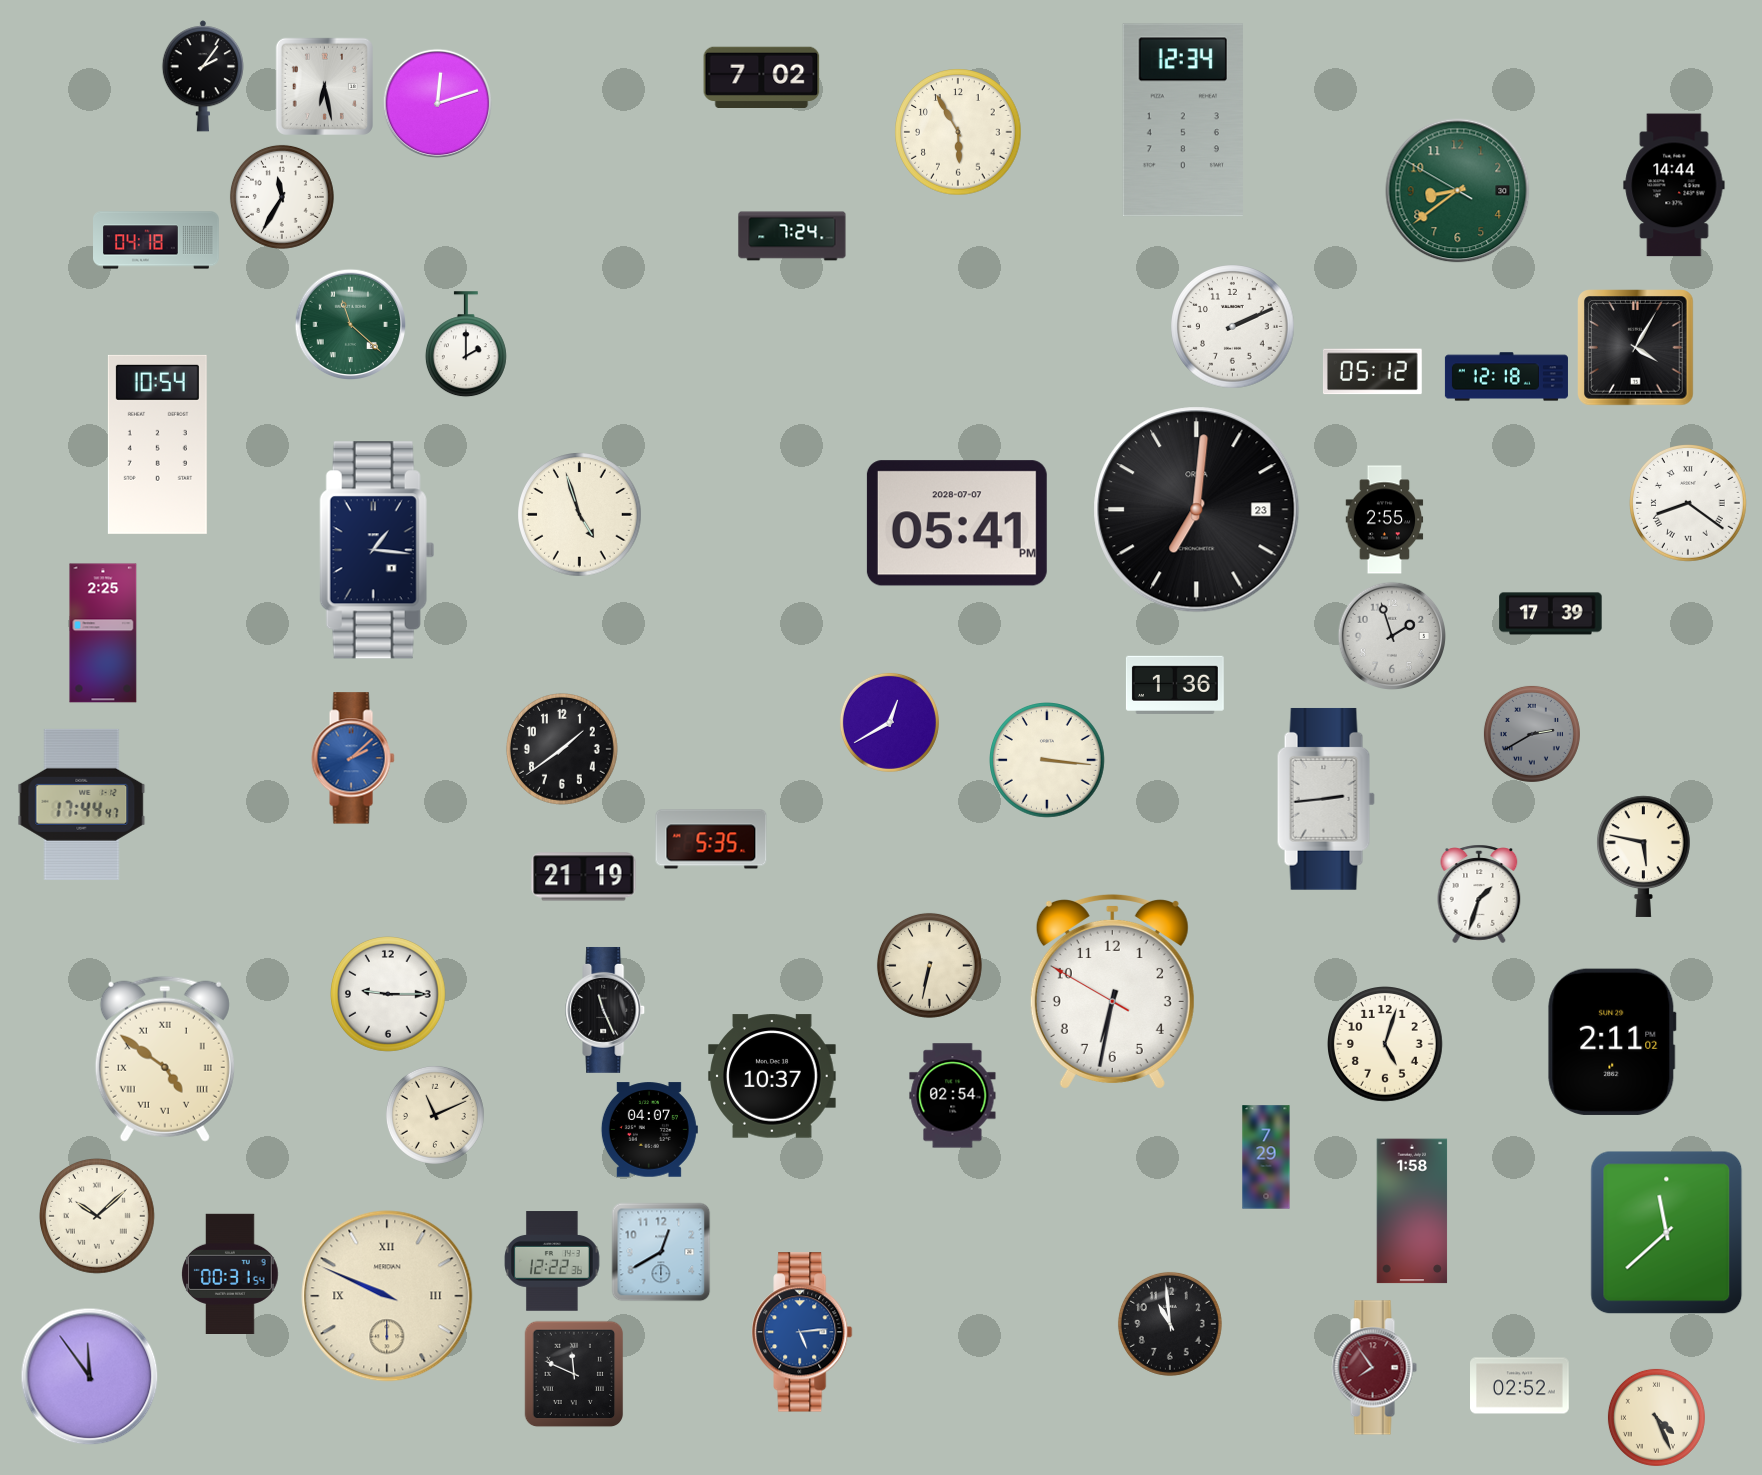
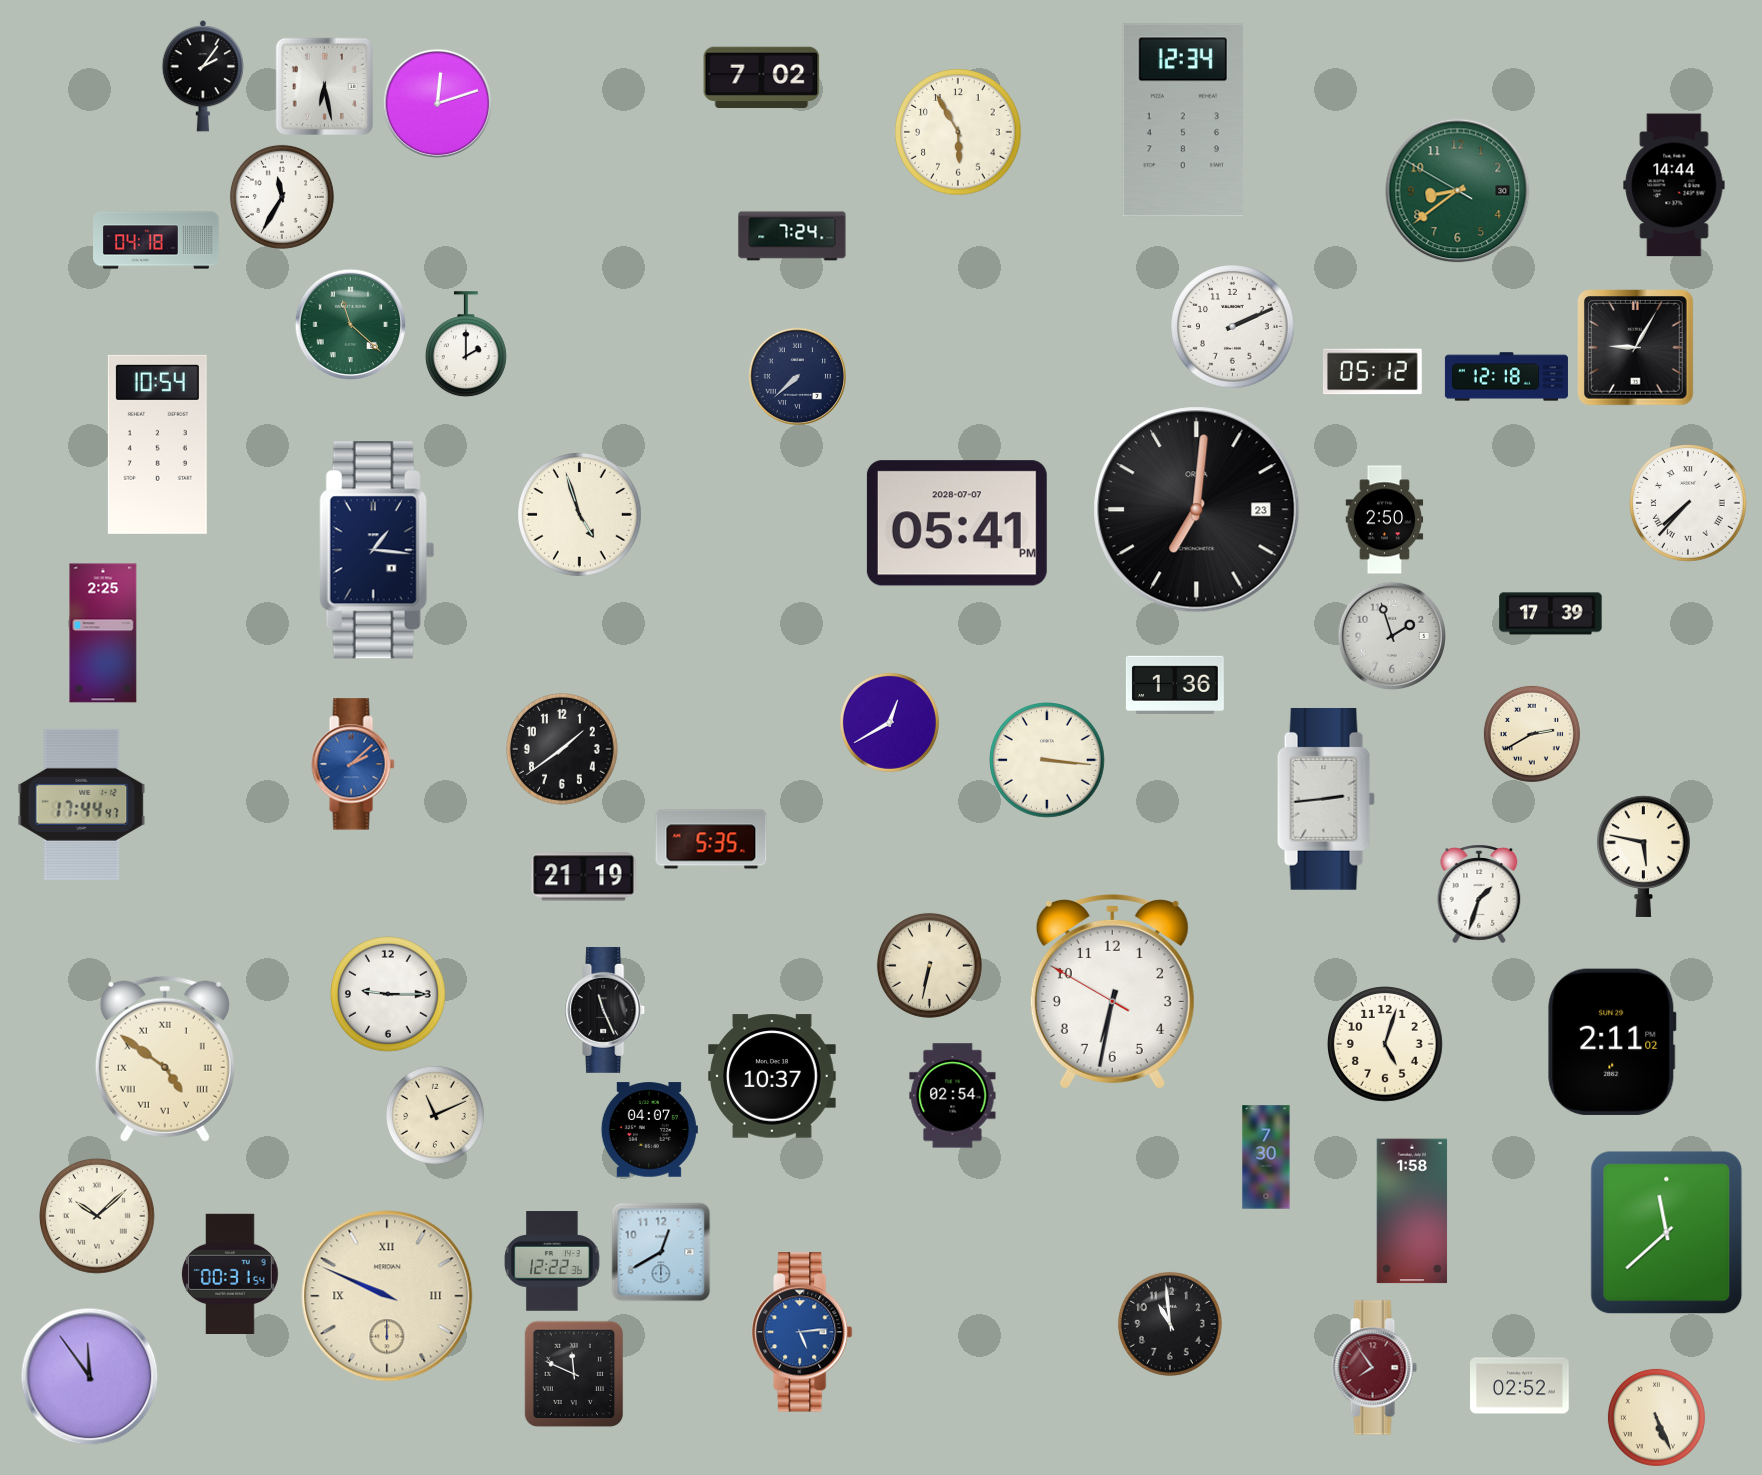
clock at (1636, 348): 4:05 -> 9:05
clock at (797, 376): none -> 7:38
clock at (1689, 504): 8:21 -> 7:37
clock at (1385, 520): 2:55 -> 2:50
clock at (1532, 734) dial: grey -> cream
clock at (353, 758) position: (353, 758) -> (353, 764)
clock at (1266, 1157): 7:29 -> 7:30
clock at (1656, 1417): 4:26 -> 5:26
